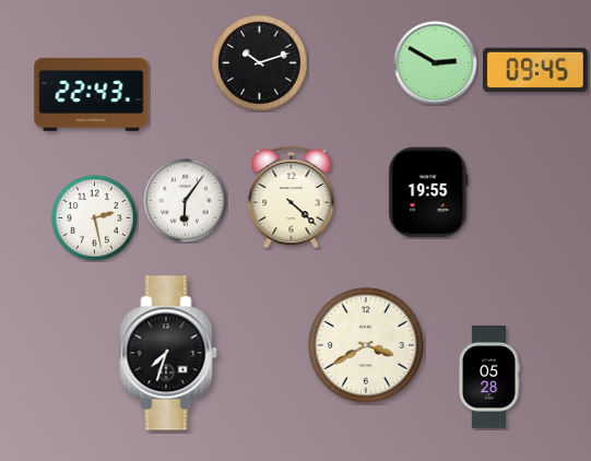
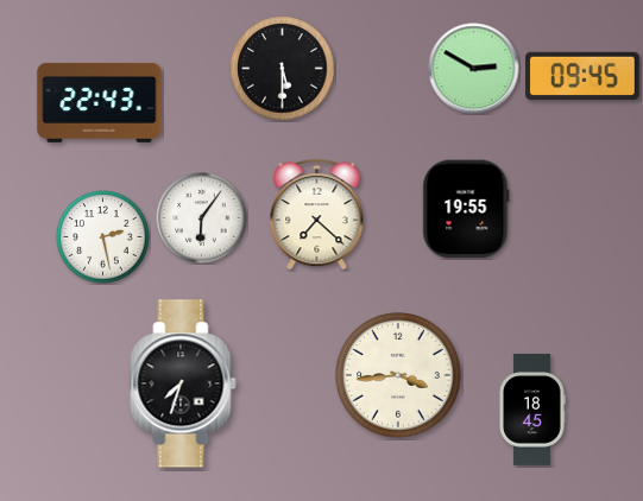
clock at (260, 63): 10:12 -> 5:30
clock at (292, 197): 4:22 -> 7:22
clock at (367, 346): 3:40 -> 3:44
clock at (489, 378): 05:28 -> 18:45
